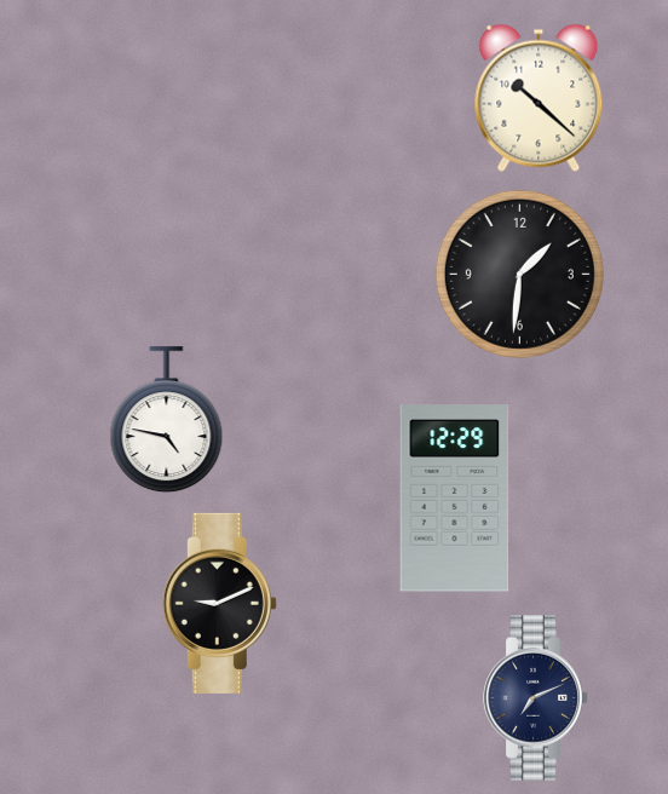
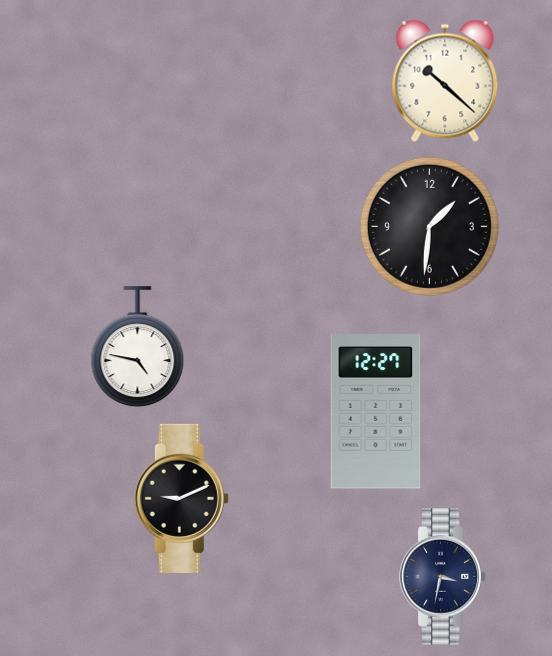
clock at (455, 499): 12:29 -> 12:27
clock at (536, 698): 7:11 -> 3:32
